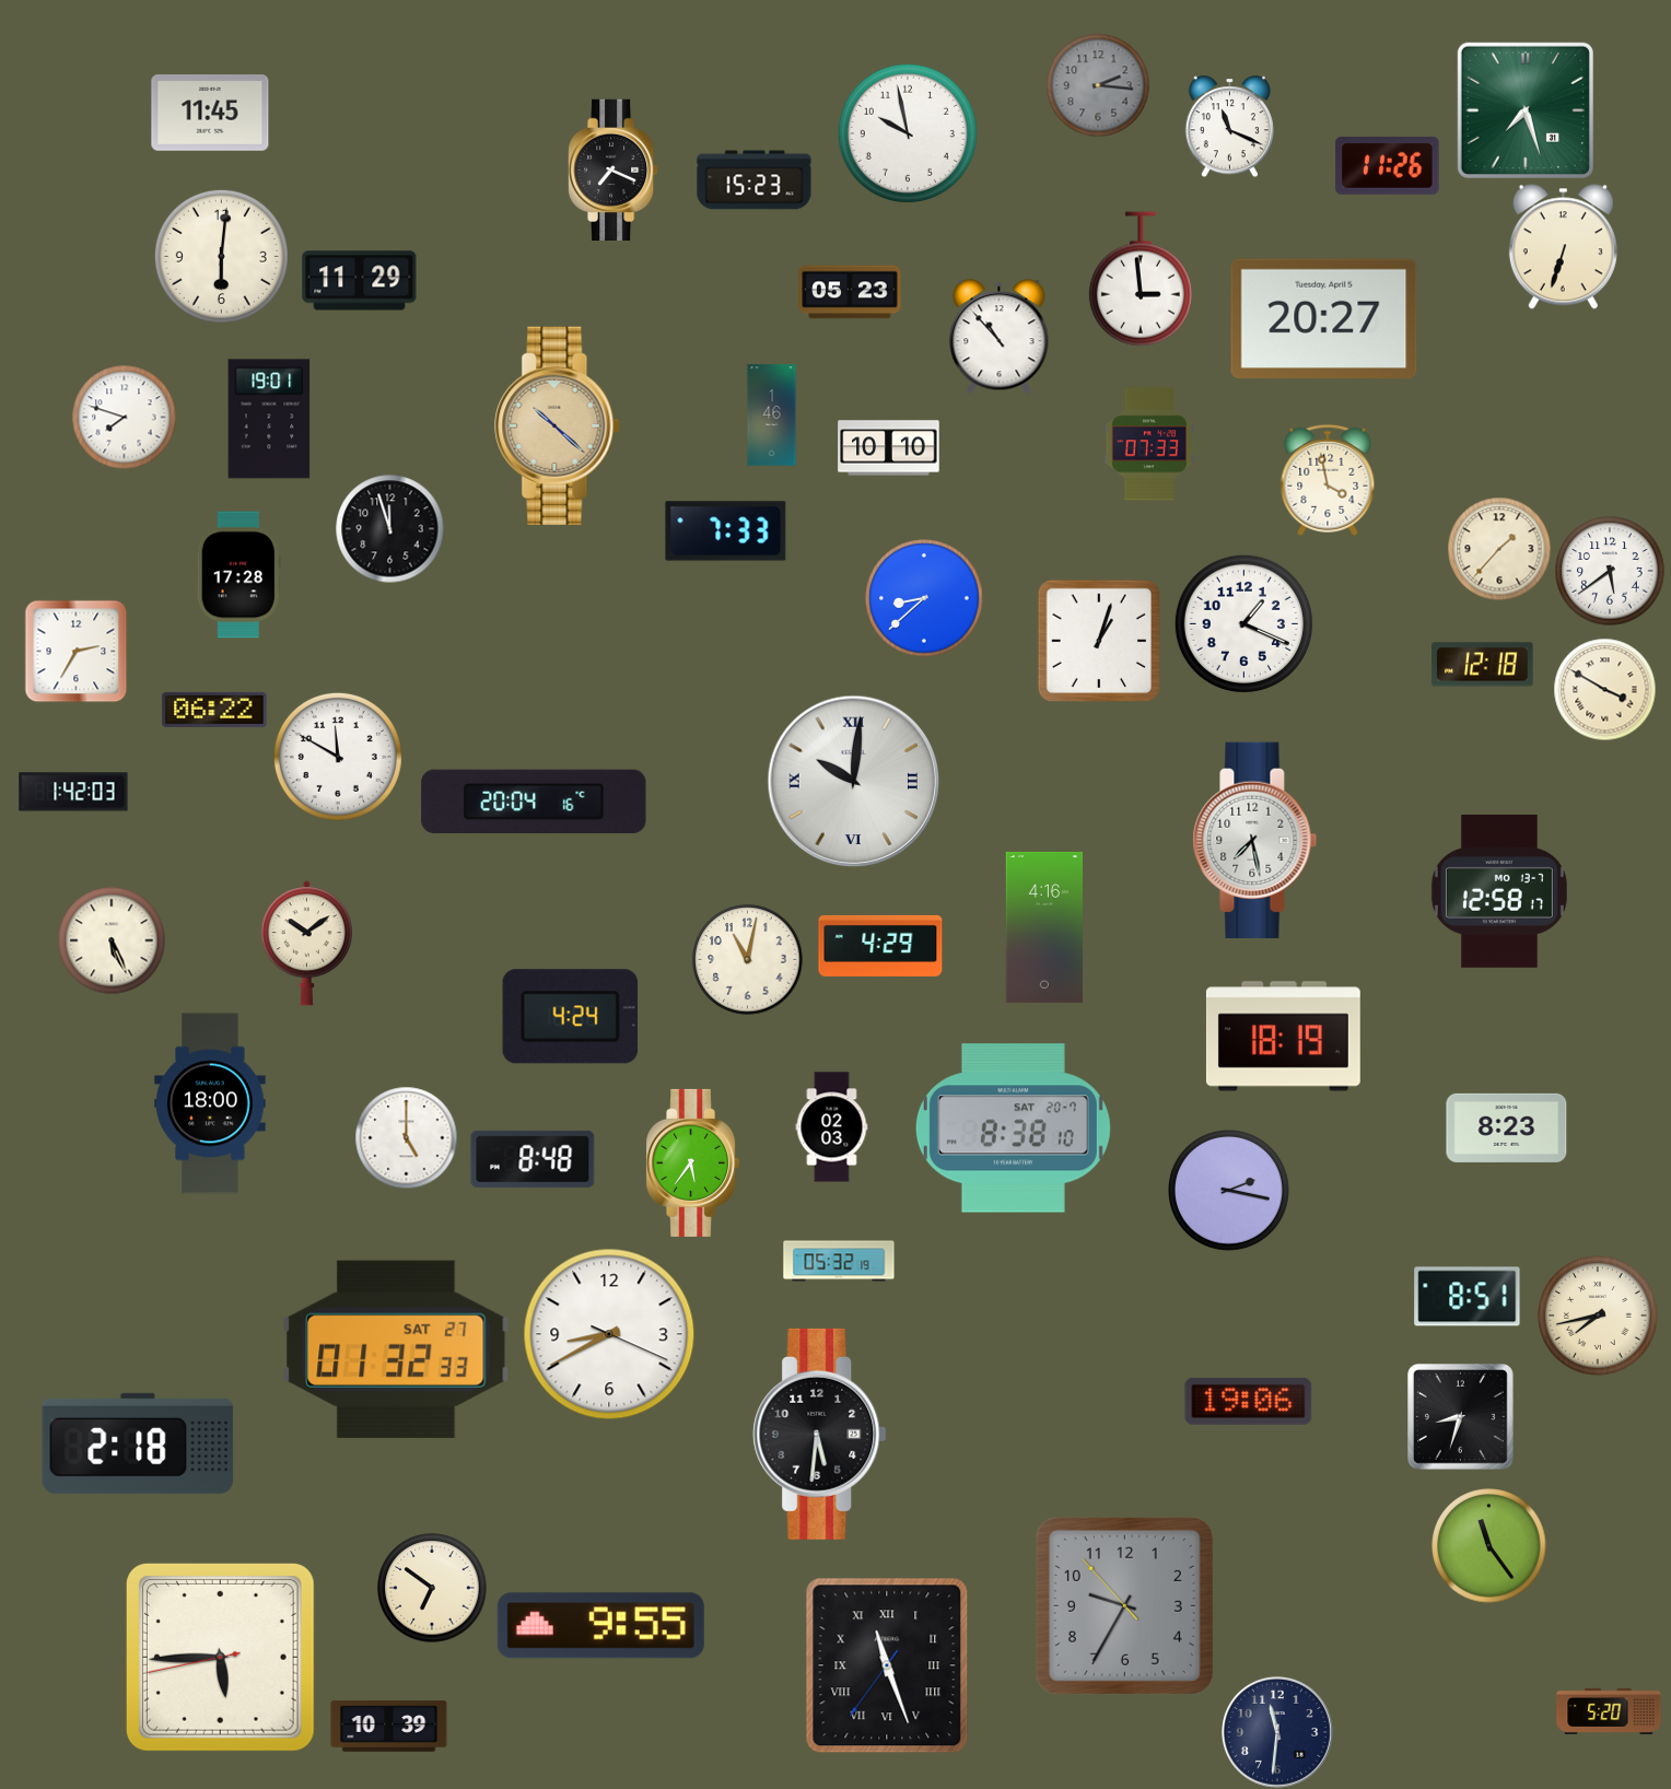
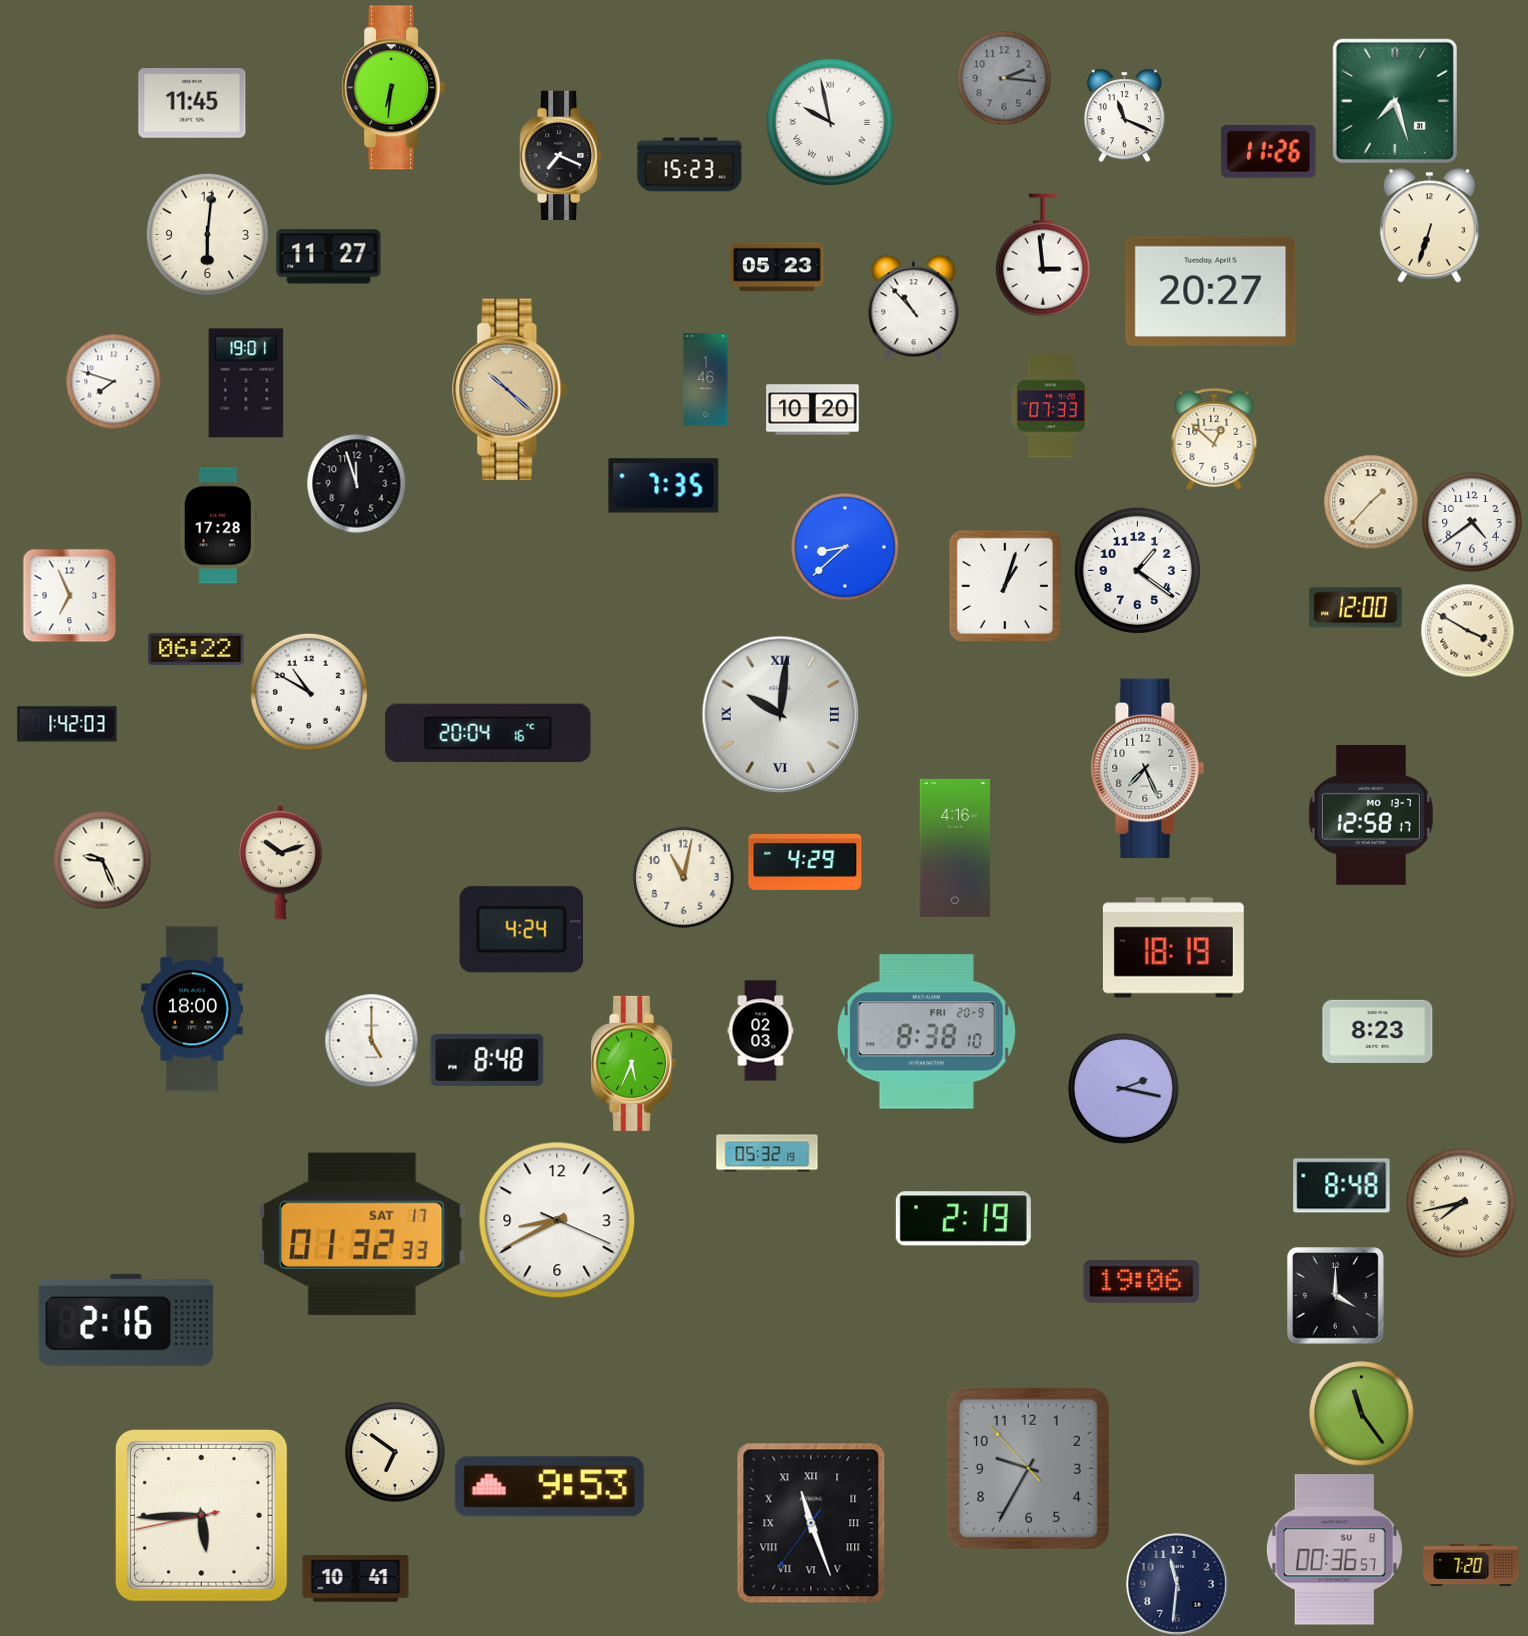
clock at (394, 88): none -> 6:31
clock at (908, 133) numerals: Arabic -> Roman
clock at (221, 256) position: (221, 256) -> (207, 234)
clock at (360, 281): 11:29 -> 11:27
clock at (889, 448): 10:10 -> 10:20
clock at (1328, 480): 3:58 -> 12:52
clock at (726, 531): 7:33 -> 7:35
clock at (1610, 571): 5:39 -> 4:39
clock at (1243, 623): 1:19 -> 1:21
clock at (75, 651): 2:35 -> 6:56
clock at (1483, 665): 12:18 -> 12:00
clock at (338, 757): 11:50 -> 10:50
clock at (1255, 841): 7:28 -> 7:26
clock at (112, 940): 5:26 -> 9:26
clock at (306, 944): 10:09 -> 10:12
clock at (880, 946) position: (880, 946) -> (805, 862)
clock at (1013, 1129) date: SAT 20-7 -> FRI 20-9
clock at (693, 1162): 5:36 -> 5:34
clock at (1468, 1297): 8:51 -> 8:48
clock at (963, 1219): none -> 2:19
clock at (396, 1349) date: SAT 27 -> SAT 17
clock at (1461, 1417): 8:33 -> 4:00
clock at (820, 1434): 5:31 -> none
clock at (138, 1443): 2:18 -> 2:16
clock at (600, 1626): 9:55 -> 9:53
clock at (1334, 1550): none -> 00:36
clock at (1609, 1711): 5:20 -> 7:20
clock at (389, 1727): 10:39 -> 10:41
clock at (1277, 1732) position: (1277, 1732) -> (1177, 1584)
